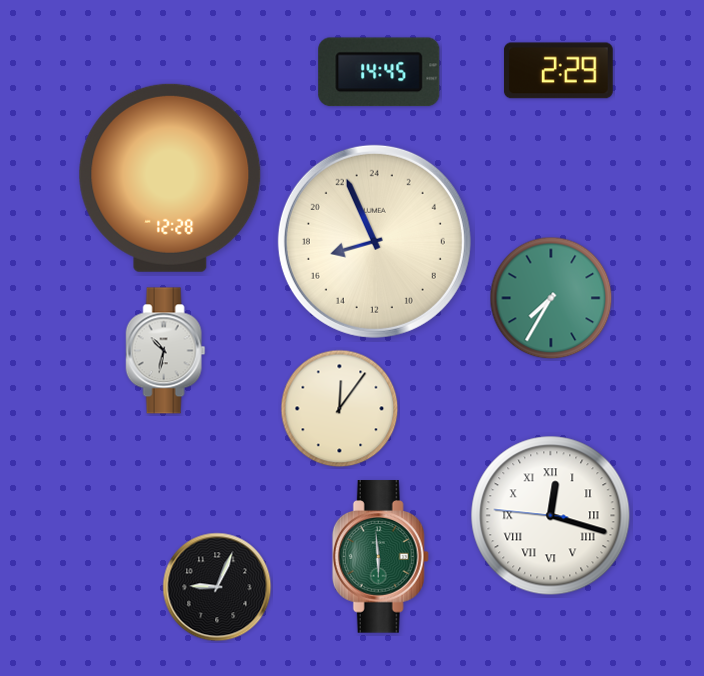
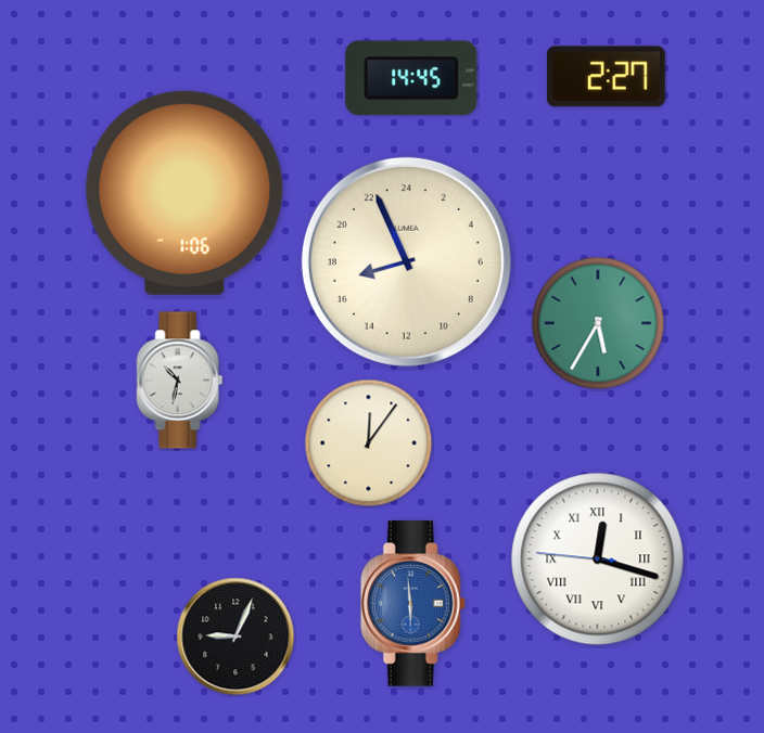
clock at (558, 71): 2:29 -> 2:27
clock at (170, 178): 12:28 -> 1:06
clock at (551, 298): 7:35 -> 5:35
clock at (380, 557) dial: green -> blue
